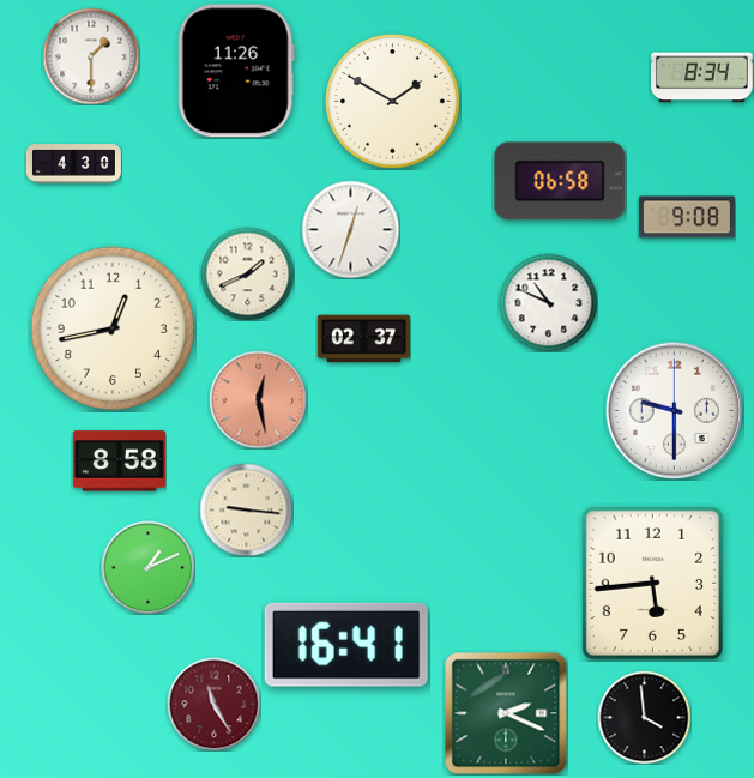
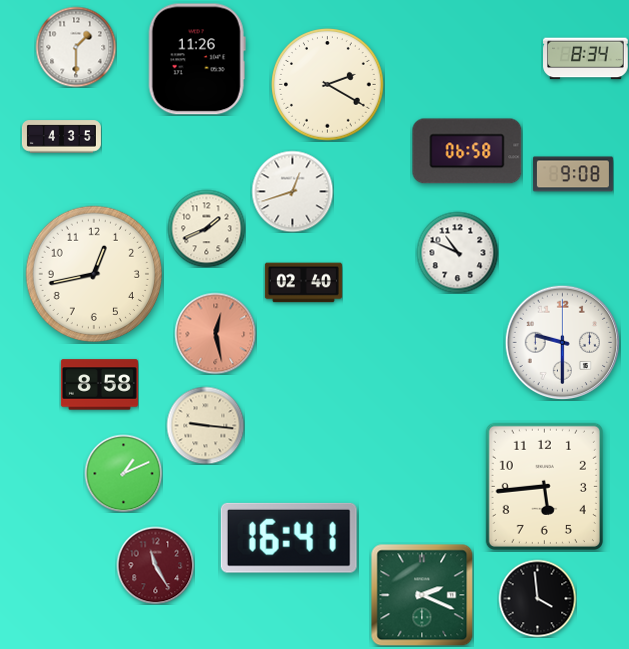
clock at (702, 78) position: (702, 78) -> (586, 59)
clock at (393, 102): 1:50 -> 2:20
clock at (73, 164): 4:30 -> 4:35
clock at (687, 217) position: (687, 217) -> (573, 174)
clock at (350, 229): 12:33 -> 12:42
clock at (363, 339): 02:37 -> 02:40
clock at (213, 704) position: (213, 704) -> (155, 565)
